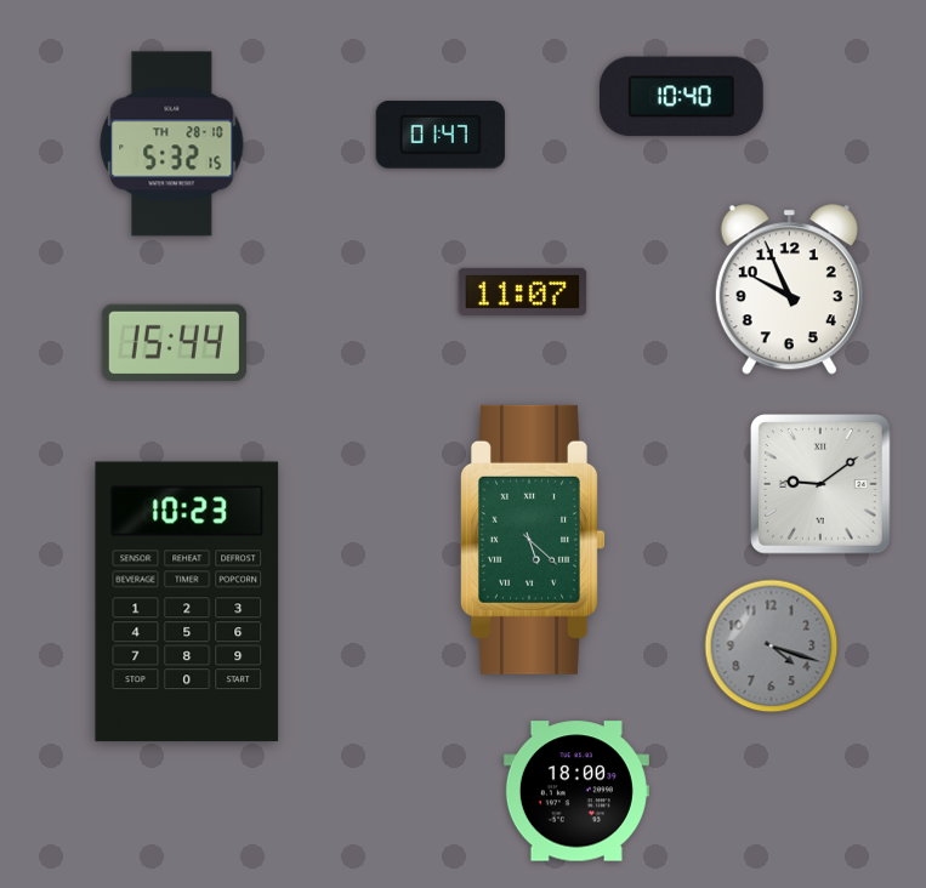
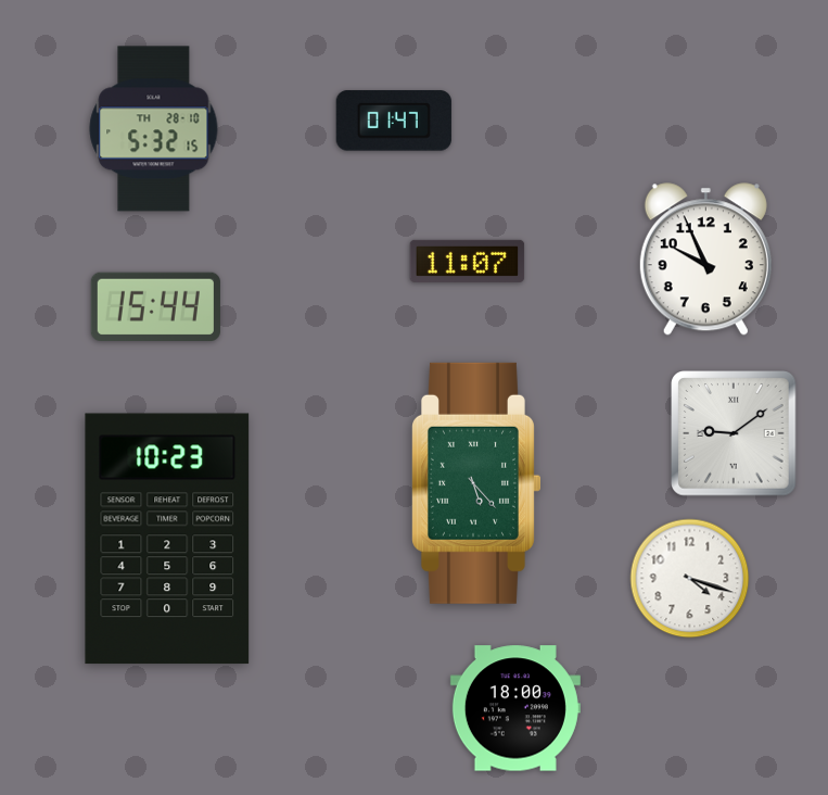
clock at (681, 97): 10:40 -> none
clock at (534, 540): 5:22 -> 5:23
clock at (772, 647) dial: grey -> white
